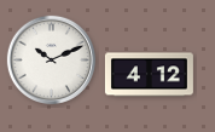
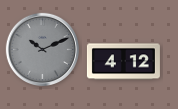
clock at (51, 59) dial: white -> grey
